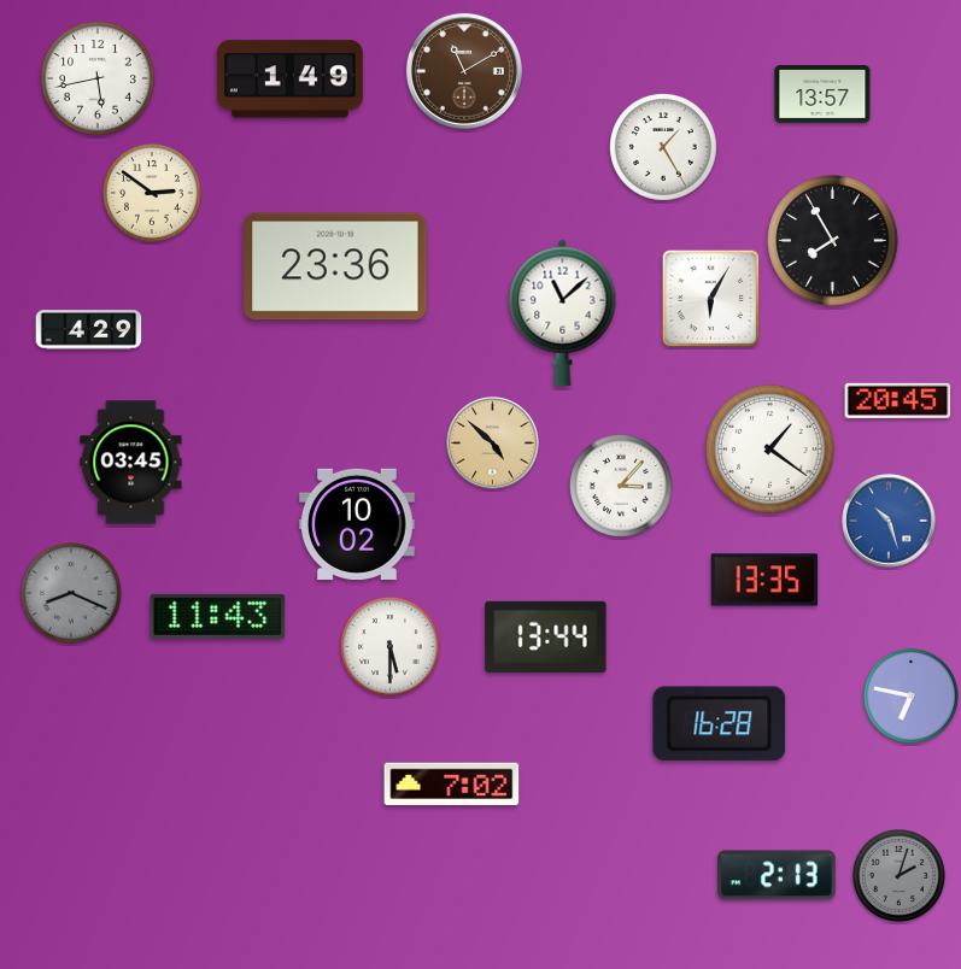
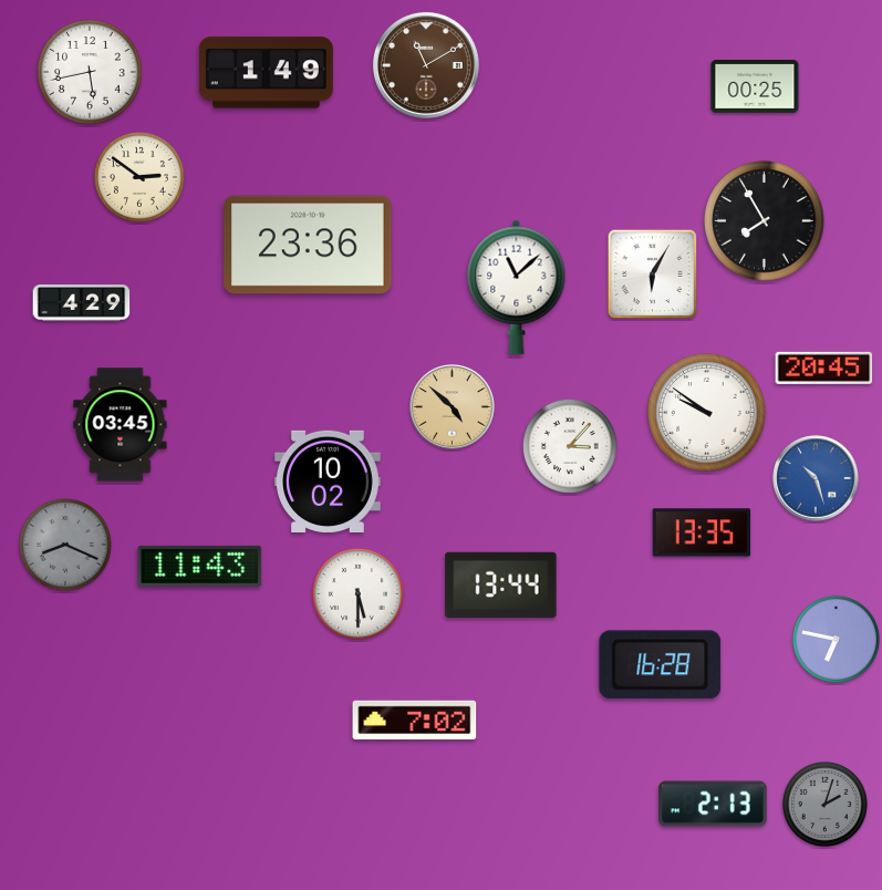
clock at (822, 95): 13:57 -> 00:25
clock at (664, 148): 1:25 -> none
clock at (770, 450): 1:21 -> 9:51
